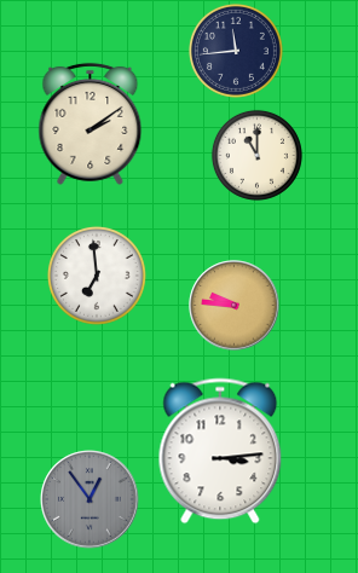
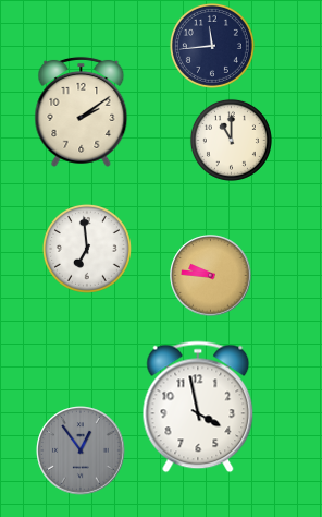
clock at (220, 451): 3:14 -> 3:58
